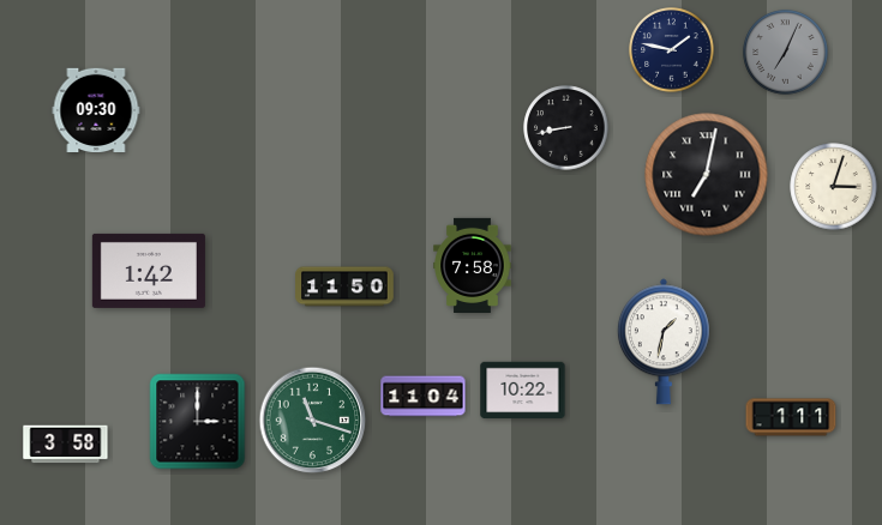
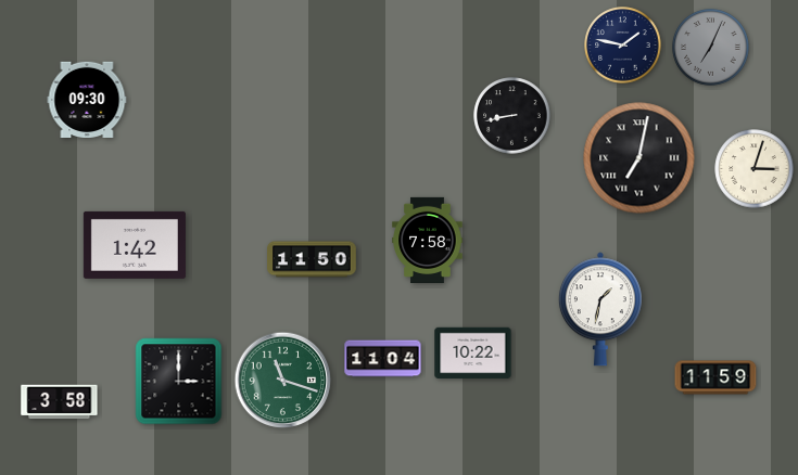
clock at (672, 50) position: (672, 50) -> (623, 46)
clock at (791, 417): 1:11 -> 11:59
